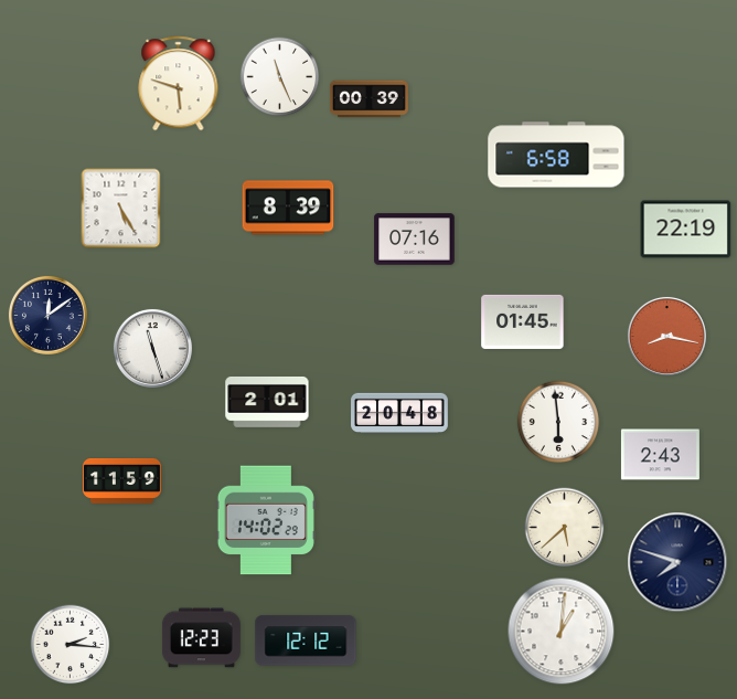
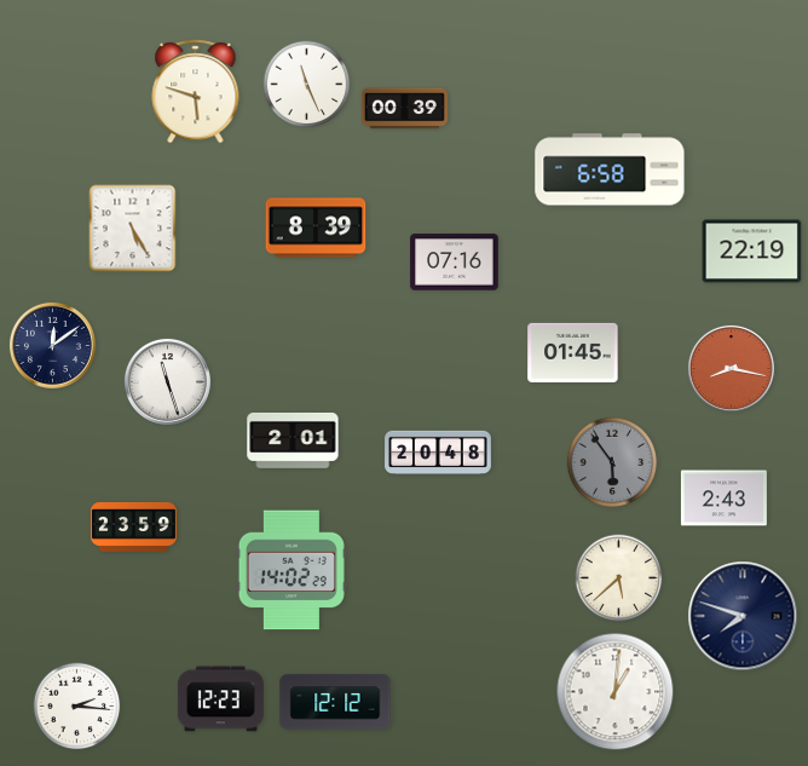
clock at (558, 422): 5:59 -> 5:54
clock at (558, 422) dial: white -> grey
clock at (121, 481): 11:59 -> 23:59
